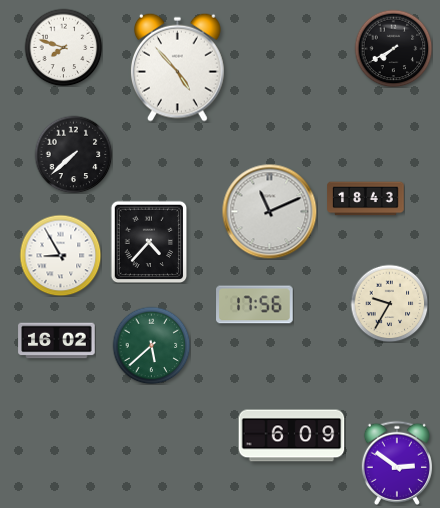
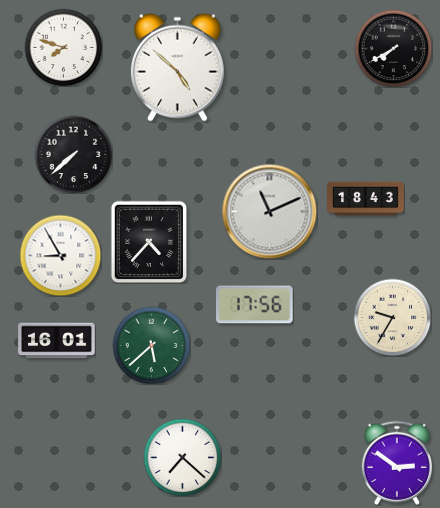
clock at (178, 67): 4:53 -> 4:52
clock at (389, 303) position: (389, 303) -> (392, 317)
clock at (57, 341): 16:02 -> 16:01
clock at (292, 436): 6:09 -> none
clock at (182, 457): none -> 7:22
